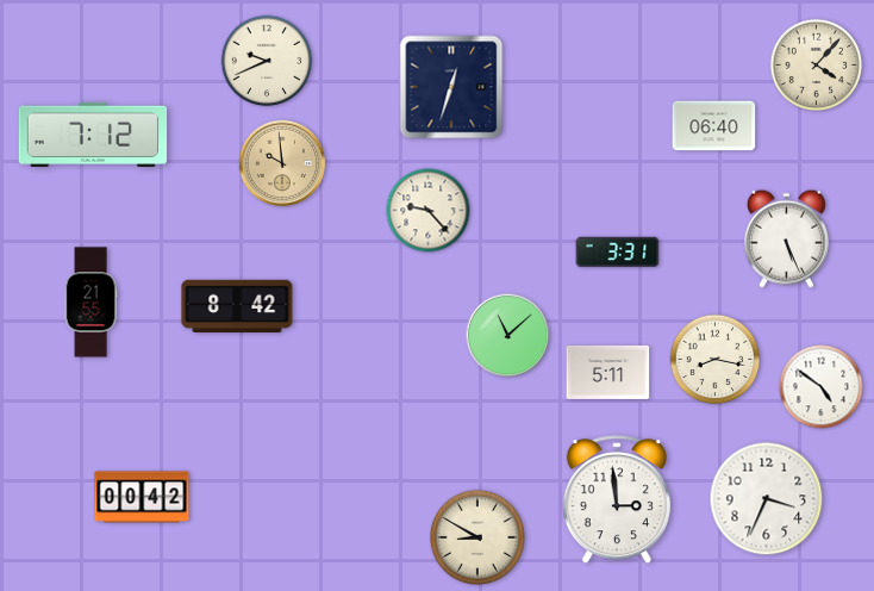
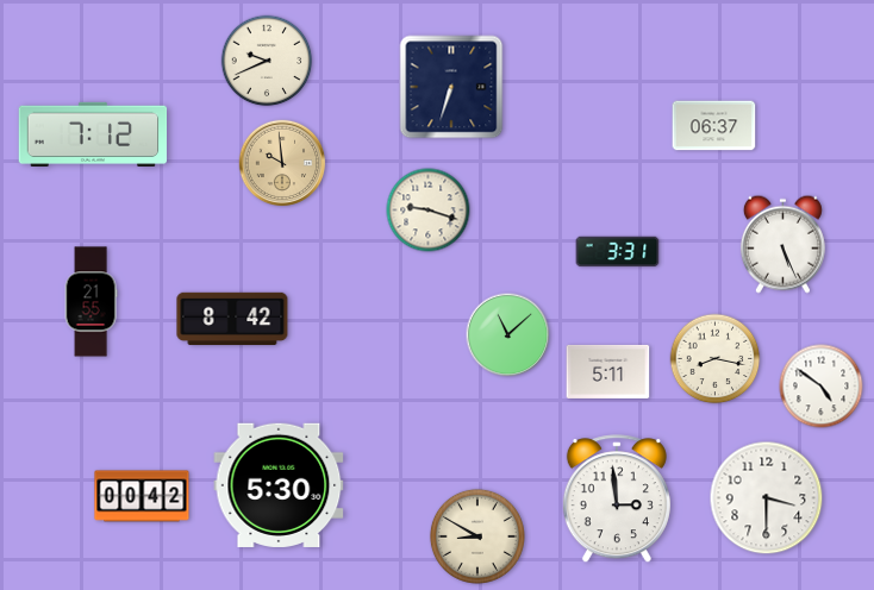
clock at (817, 66): 4:07 -> none
clock at (451, 87): 12:33 -> 6:33
clock at (714, 126): 06:40 -> 06:37
clock at (429, 211): 9:23 -> 9:18
clock at (786, 238) position: (786, 238) -> (782, 244)
clock at (237, 306) position: (237, 306) -> (232, 319)
clock at (279, 485): none -> 5:30
clock at (767, 499): 3:34 -> 3:30
